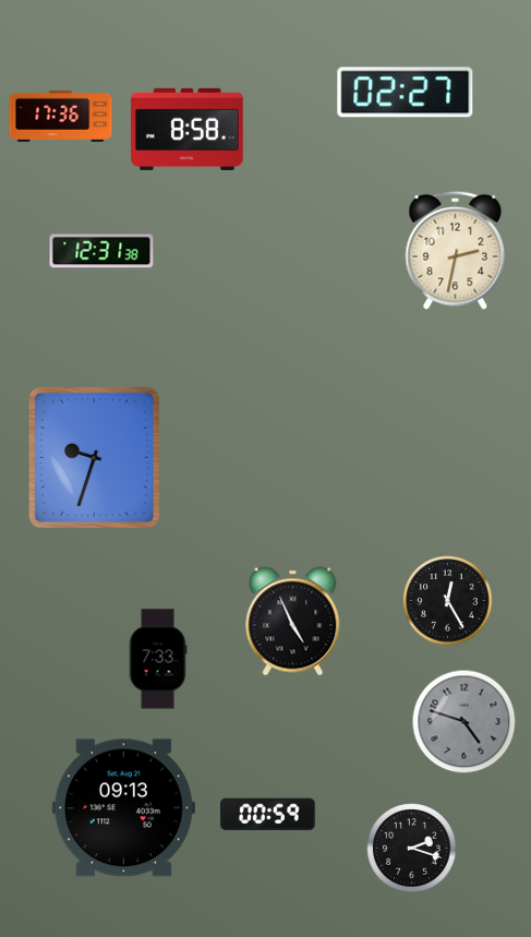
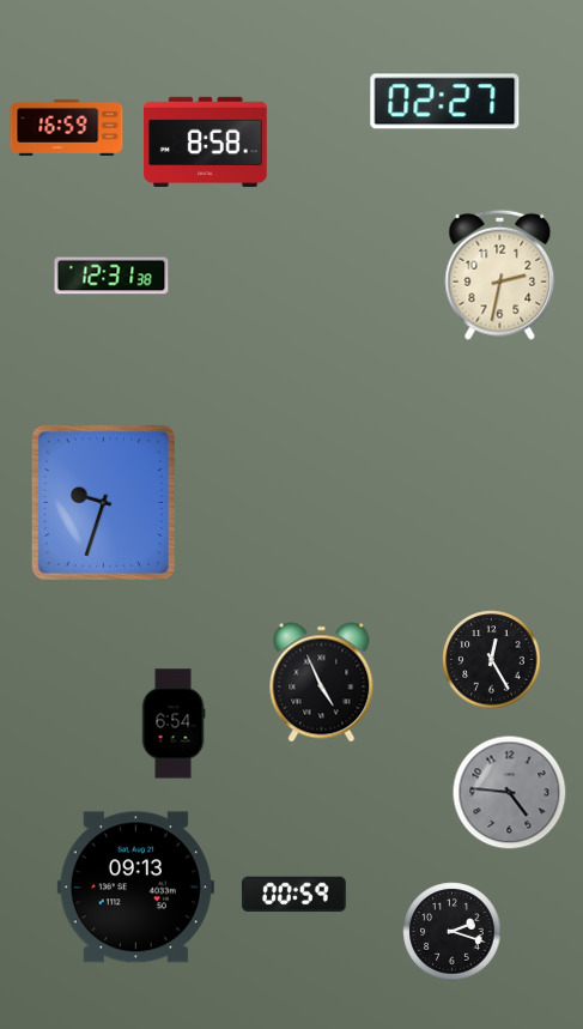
clock at (61, 116): 17:36 -> 16:59
clock at (158, 659): 7:33 -> 6:54
clock at (464, 722): 4:48 -> 4:46
